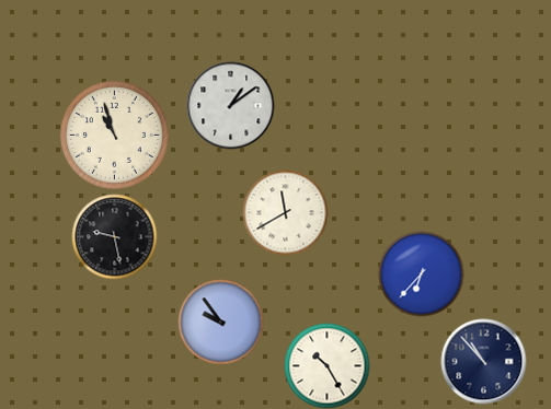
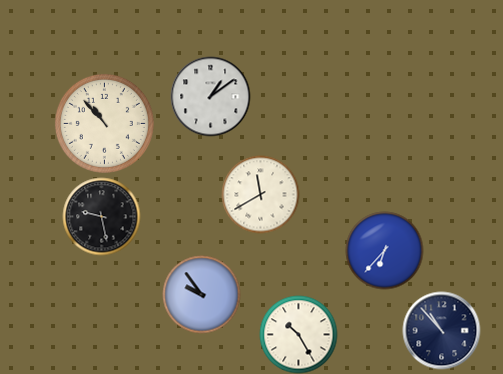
clock at (114, 135): 10:57 -> 10:53
clock at (114, 236) position: (114, 236) -> (101, 216)
